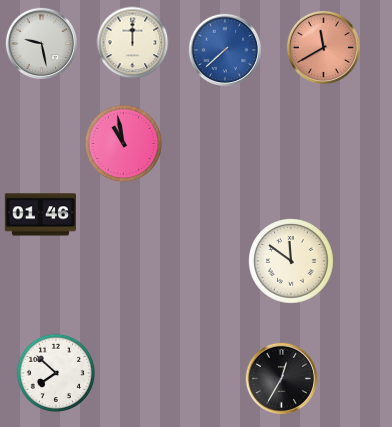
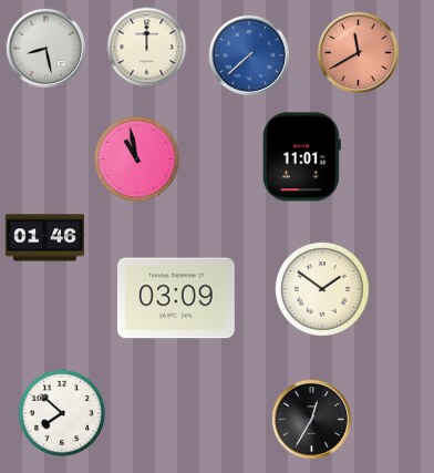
clock at (41, 43): 9:28 -> 8:28
clock at (301, 157): none -> 11:01
clock at (291, 261): 11:51 -> 1:51
clock at (176, 298): none -> 03:09
